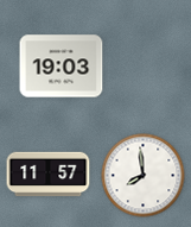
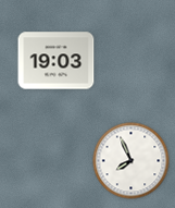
clock at (49, 175): 11:57 -> none
clock at (144, 176): 7:59 -> 7:56
